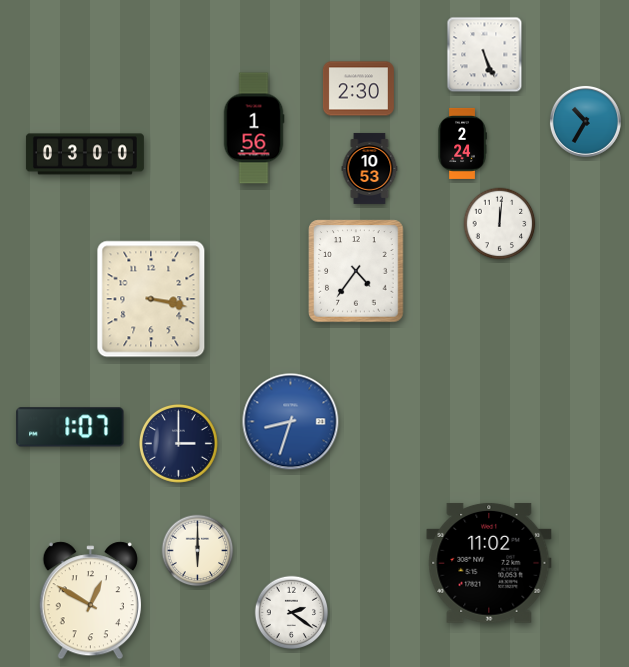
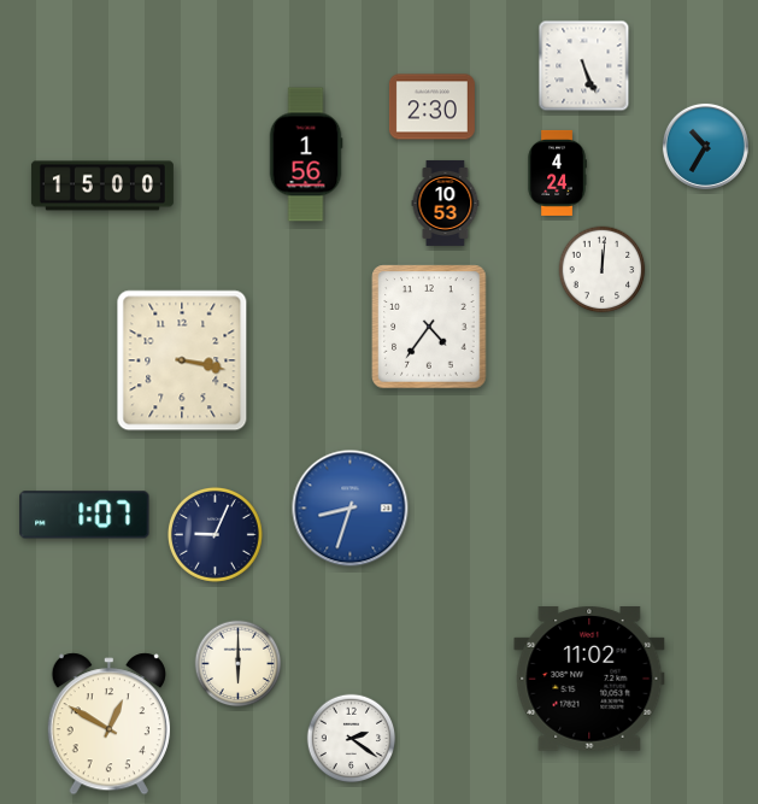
clock at (462, 143): 2:24 -> 4:24
clock at (85, 154): 03:00 -> 15:00
clock at (178, 443): 3:00 -> 9:04
